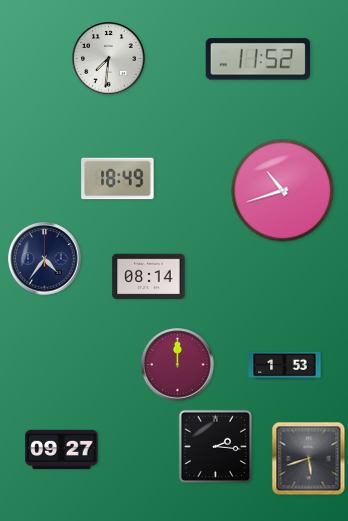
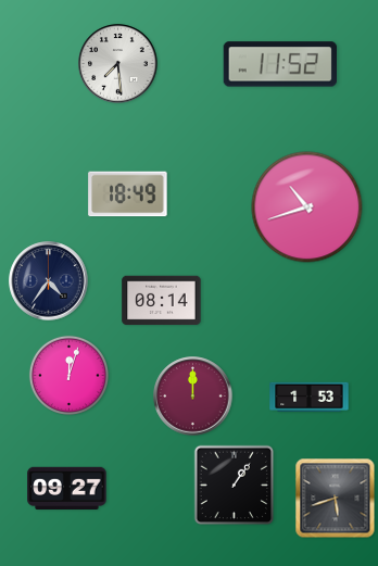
clock at (109, 59): 7:31 -> 7:29
clock at (68, 375): none -> 12:03
clock at (216, 447): 2:16 -> 1:06
